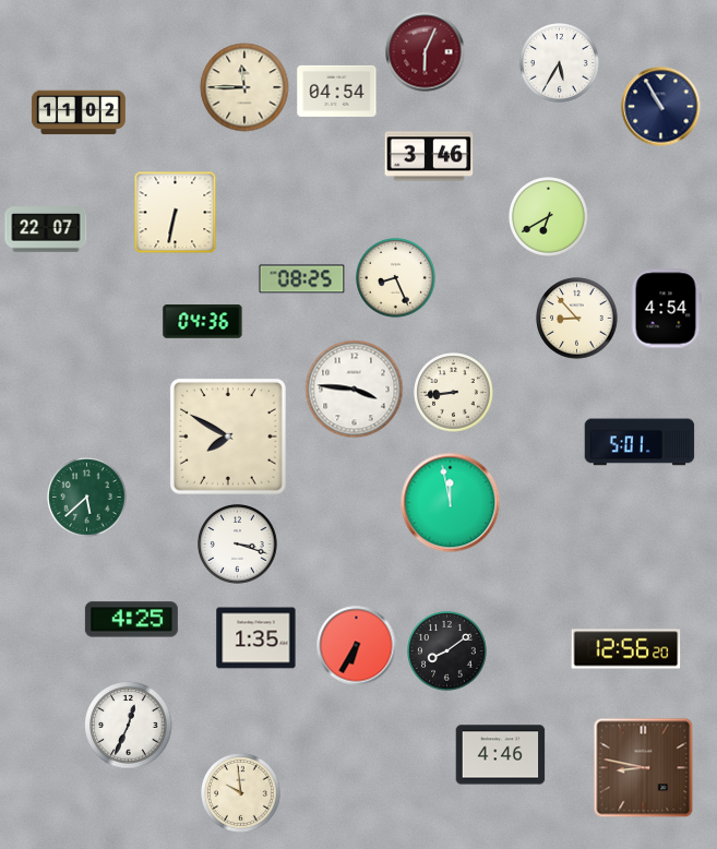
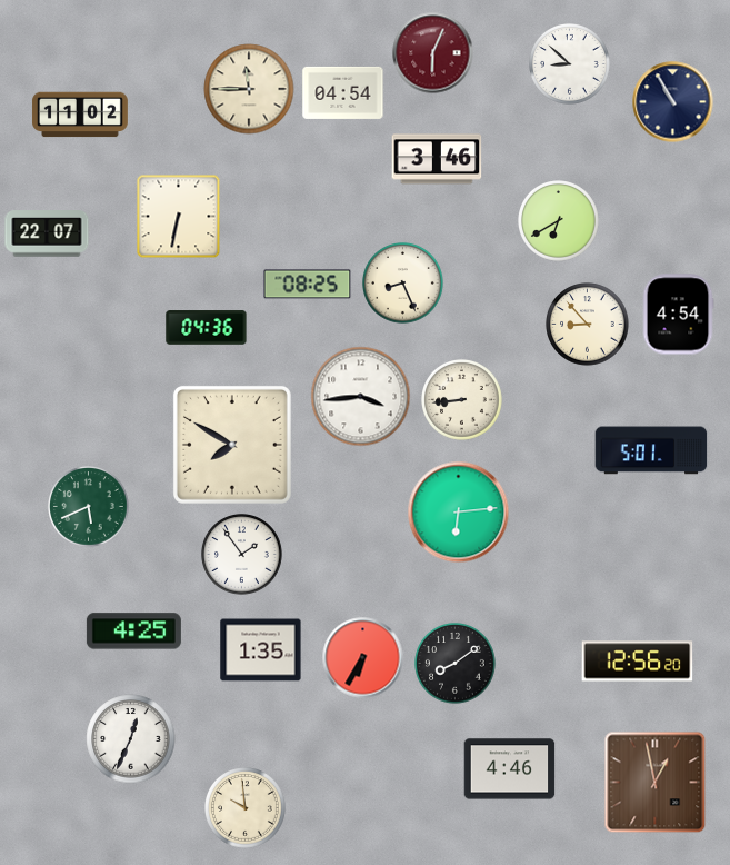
clock at (560, 63): 5:35 -> 8:52
clock at (661, 107) position: (661, 107) -> (673, 102)
clock at (355, 390): 3:46 -> 3:44
clock at (87, 498): 5:38 -> 5:41
clock at (451, 503): 11:58 -> 6:14
clock at (238, 545): 3:18 -> 1:54
clock at (644, 768): 8:47 -> 12:58
